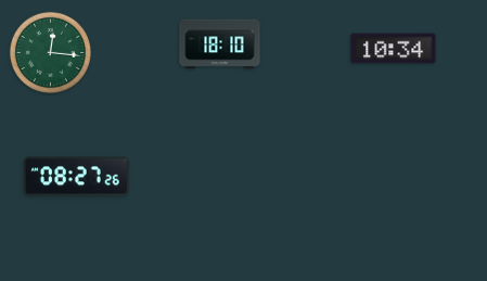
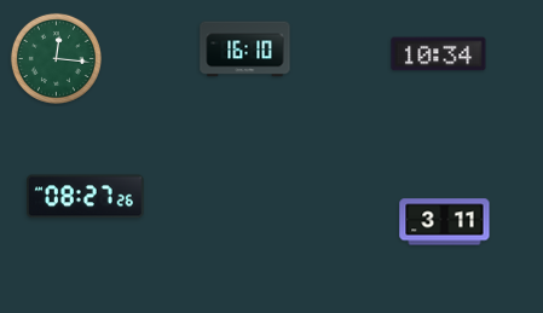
clock at (220, 44): 18:10 -> 16:10
clock at (445, 222): none -> 3:11
